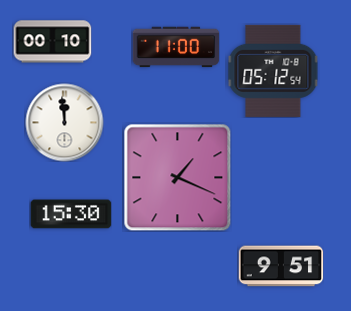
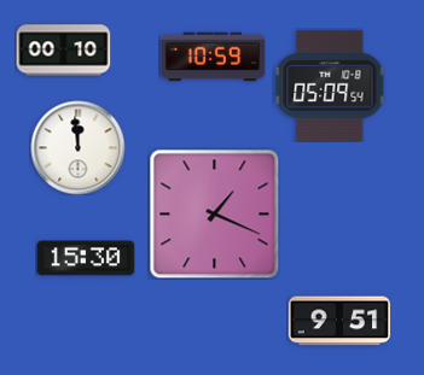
clock at (176, 47): 11:00 -> 10:59
clock at (273, 71): 05:12 -> 05:09
